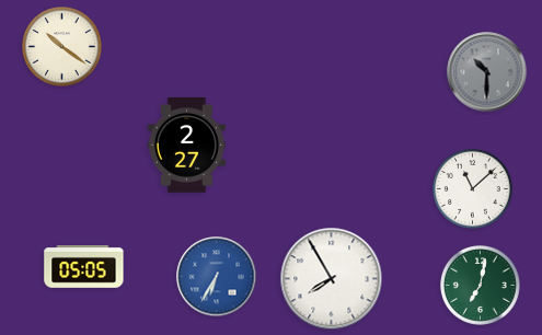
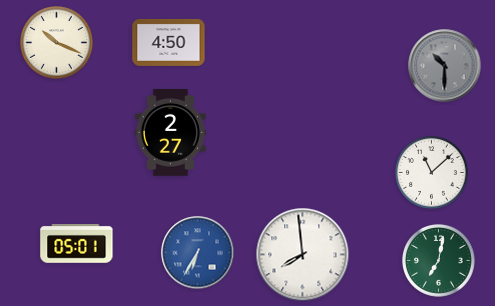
clock at (169, 42): none -> 4:50
clock at (62, 47): 10:21 -> 10:19
clock at (84, 267): 05:05 -> 05:01
clock at (332, 279): 7:55 -> 7:59
